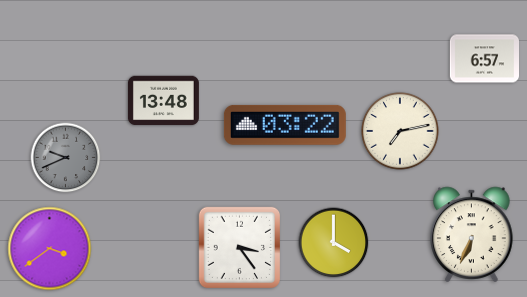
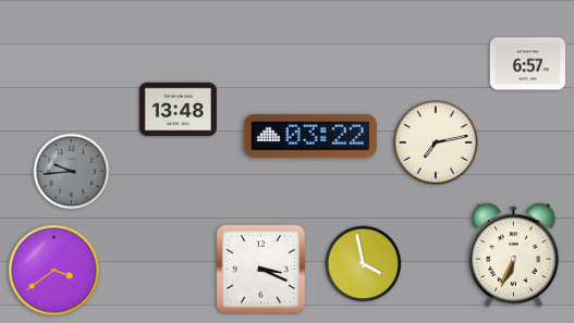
clock at (66, 158): 9:41 -> 9:44
clock at (334, 243): 4:00 -> 3:58
clock at (239, 247): 3:24 -> 3:19
